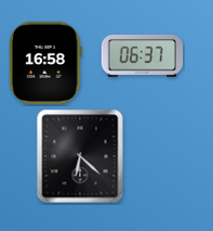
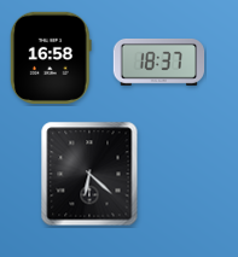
clock at (143, 55): 06:37 -> 18:37
clock at (45, 63) position: (45, 63) -> (51, 58)
